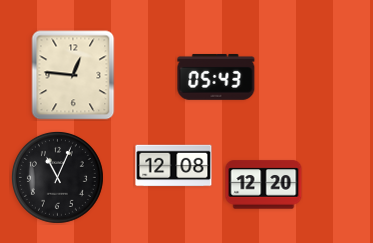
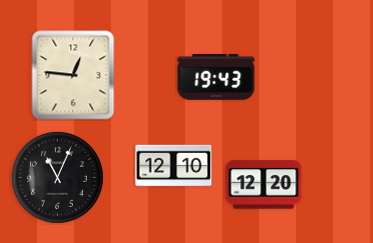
clock at (216, 77): 05:43 -> 19:43
clock at (174, 166): 12:08 -> 12:10
